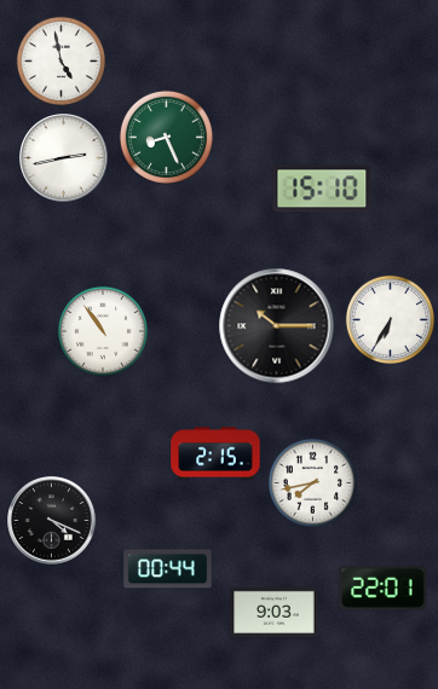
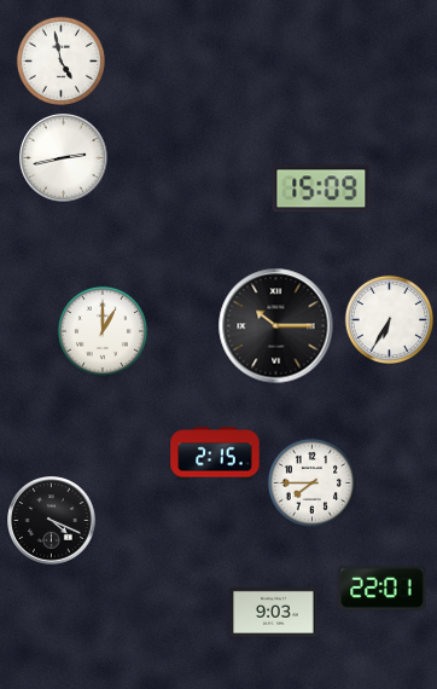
clock at (166, 137): 8:26 -> none
clock at (322, 189): 15:10 -> 15:09
clock at (103, 331): 10:54 -> 1:00
clock at (312, 482): 7:43 -> 7:45
clock at (168, 569): 00:44 -> none
